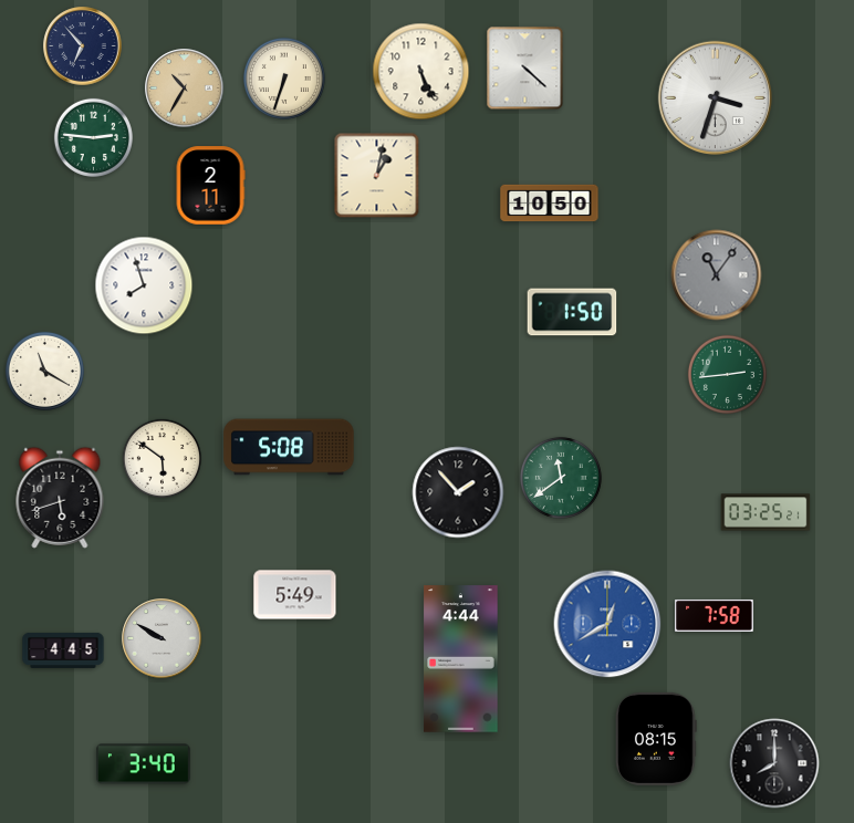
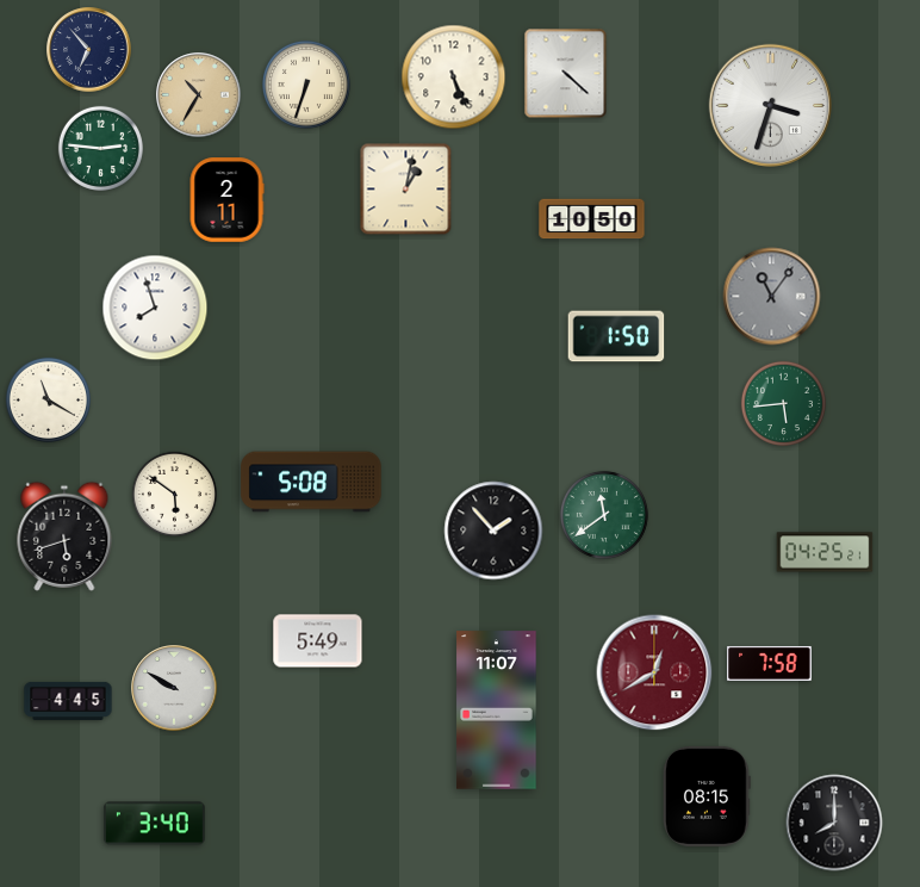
clock at (727, 374): 2:44 -> 5:44
clock at (766, 512): 03:25 -> 04:25
clock at (607, 624) dial: blue -> burgundy
clock at (461, 659): 4:44 -> 11:07
